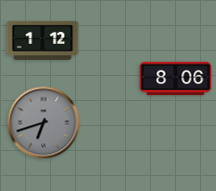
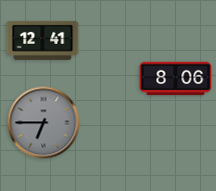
clock at (43, 40): 1:12 -> 12:41
clock at (44, 123): 6:42 -> 6:45
